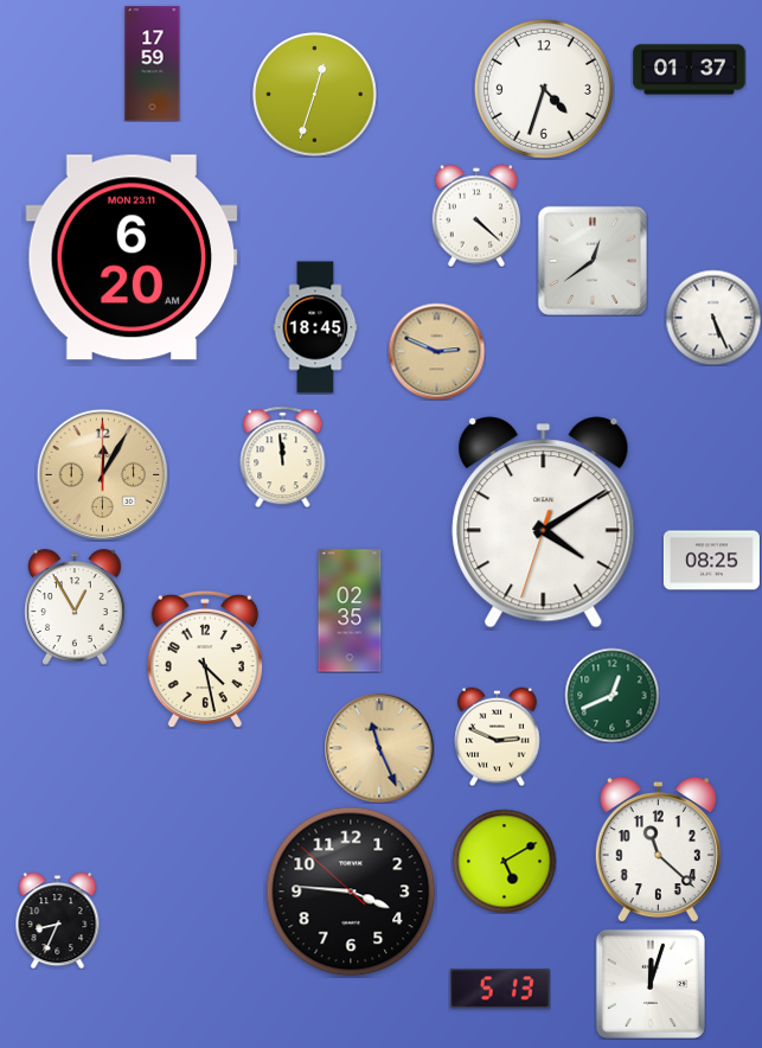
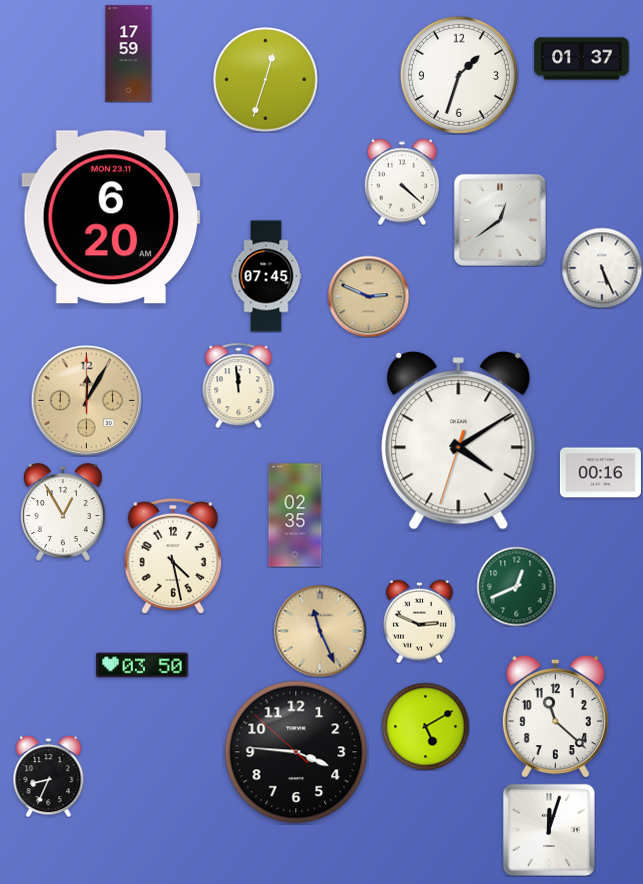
clock at (544, 89): 4:33 -> 1:33
clock at (315, 327): 18:45 -> 07:45
clock at (711, 561): 08:25 -> 00:16
clock at (142, 665): none -> 03:50
clock at (500, 989): 5:13 -> none
